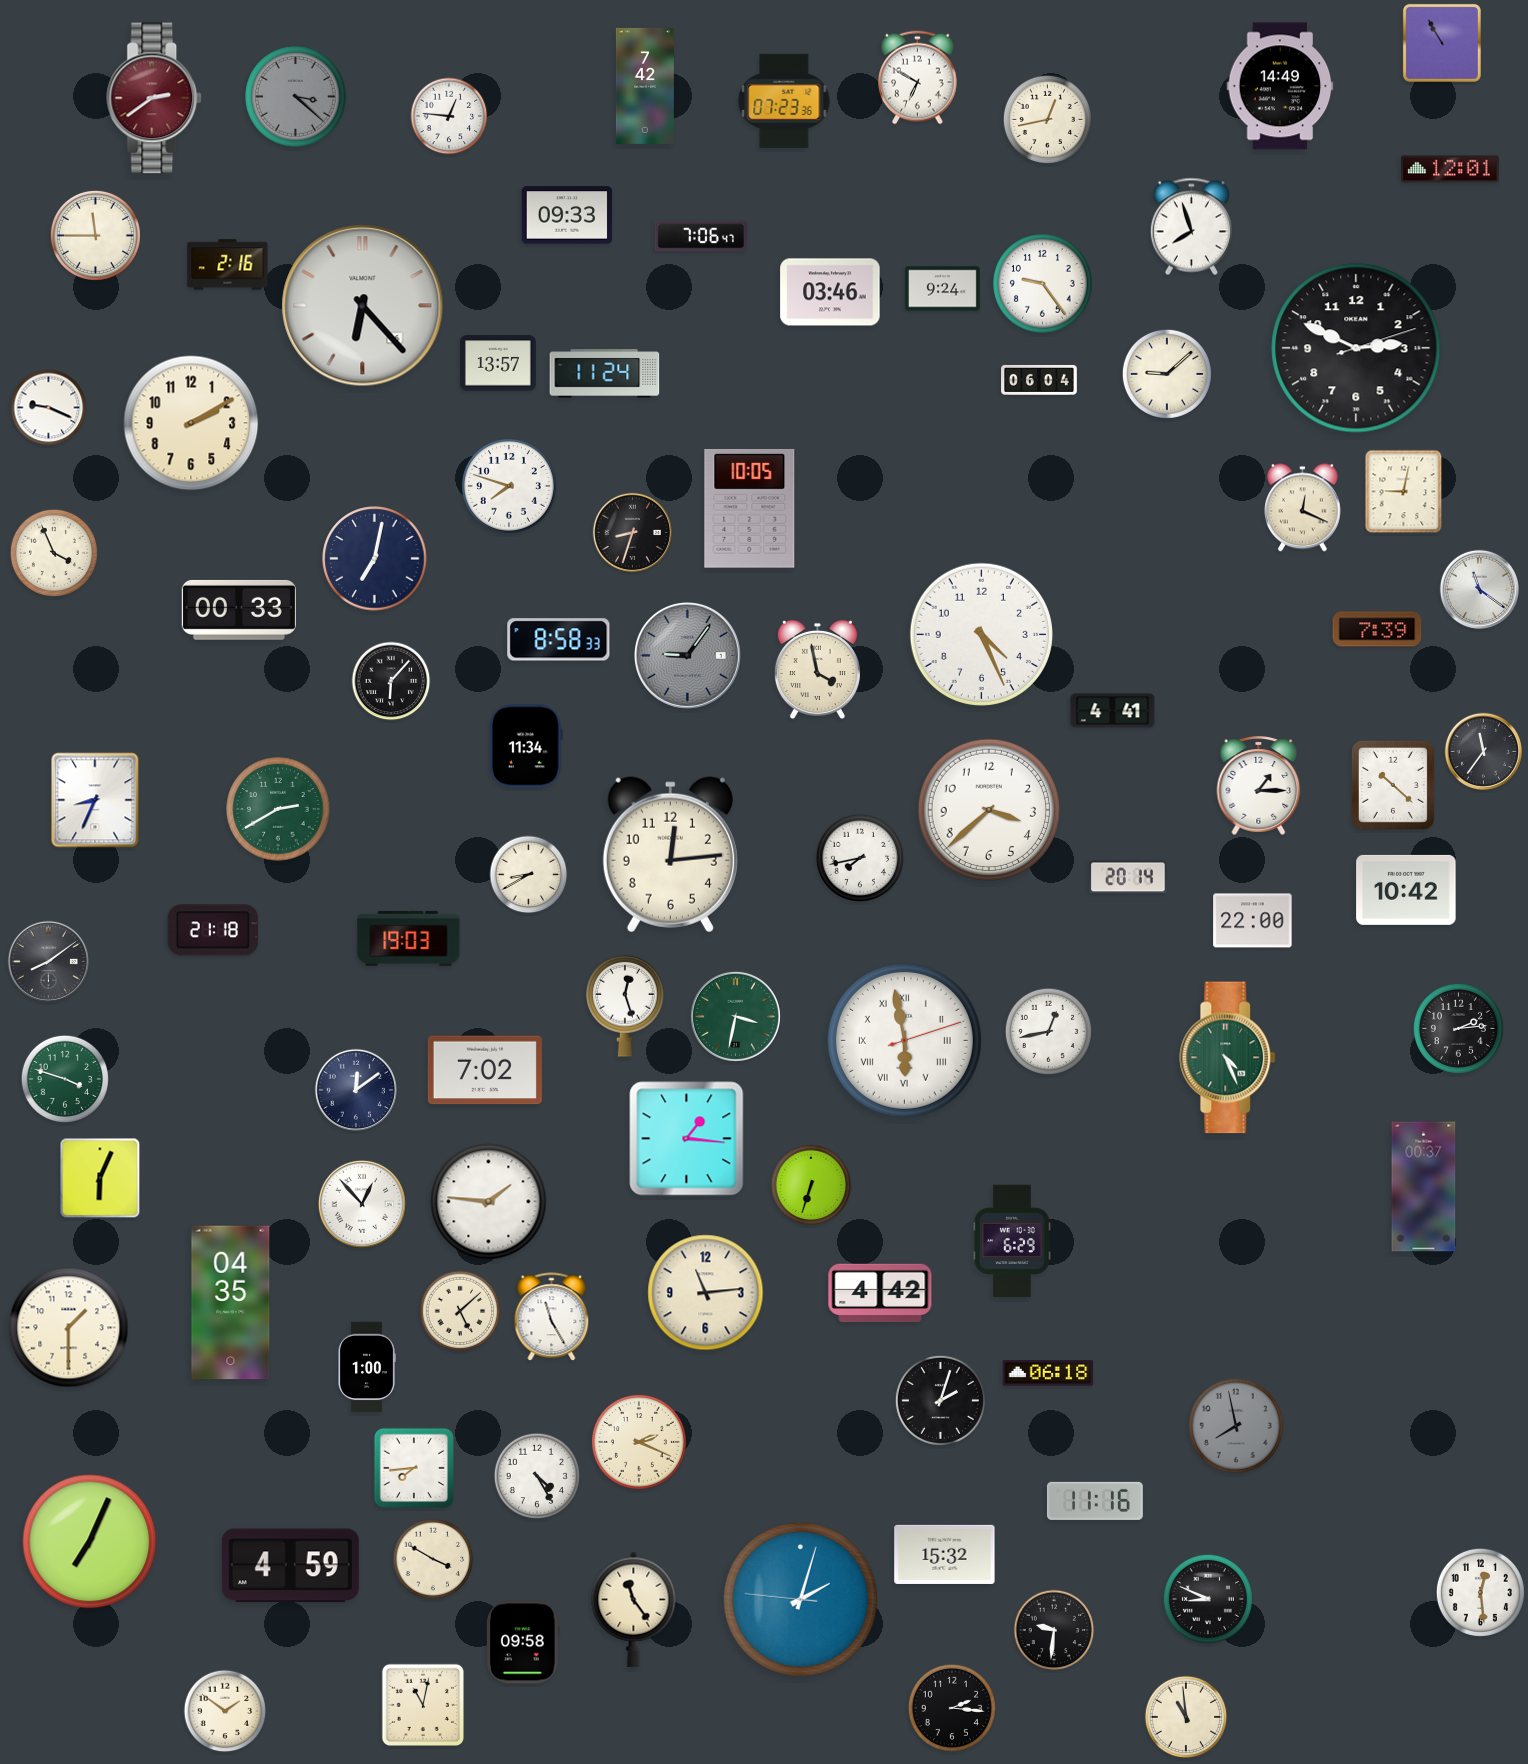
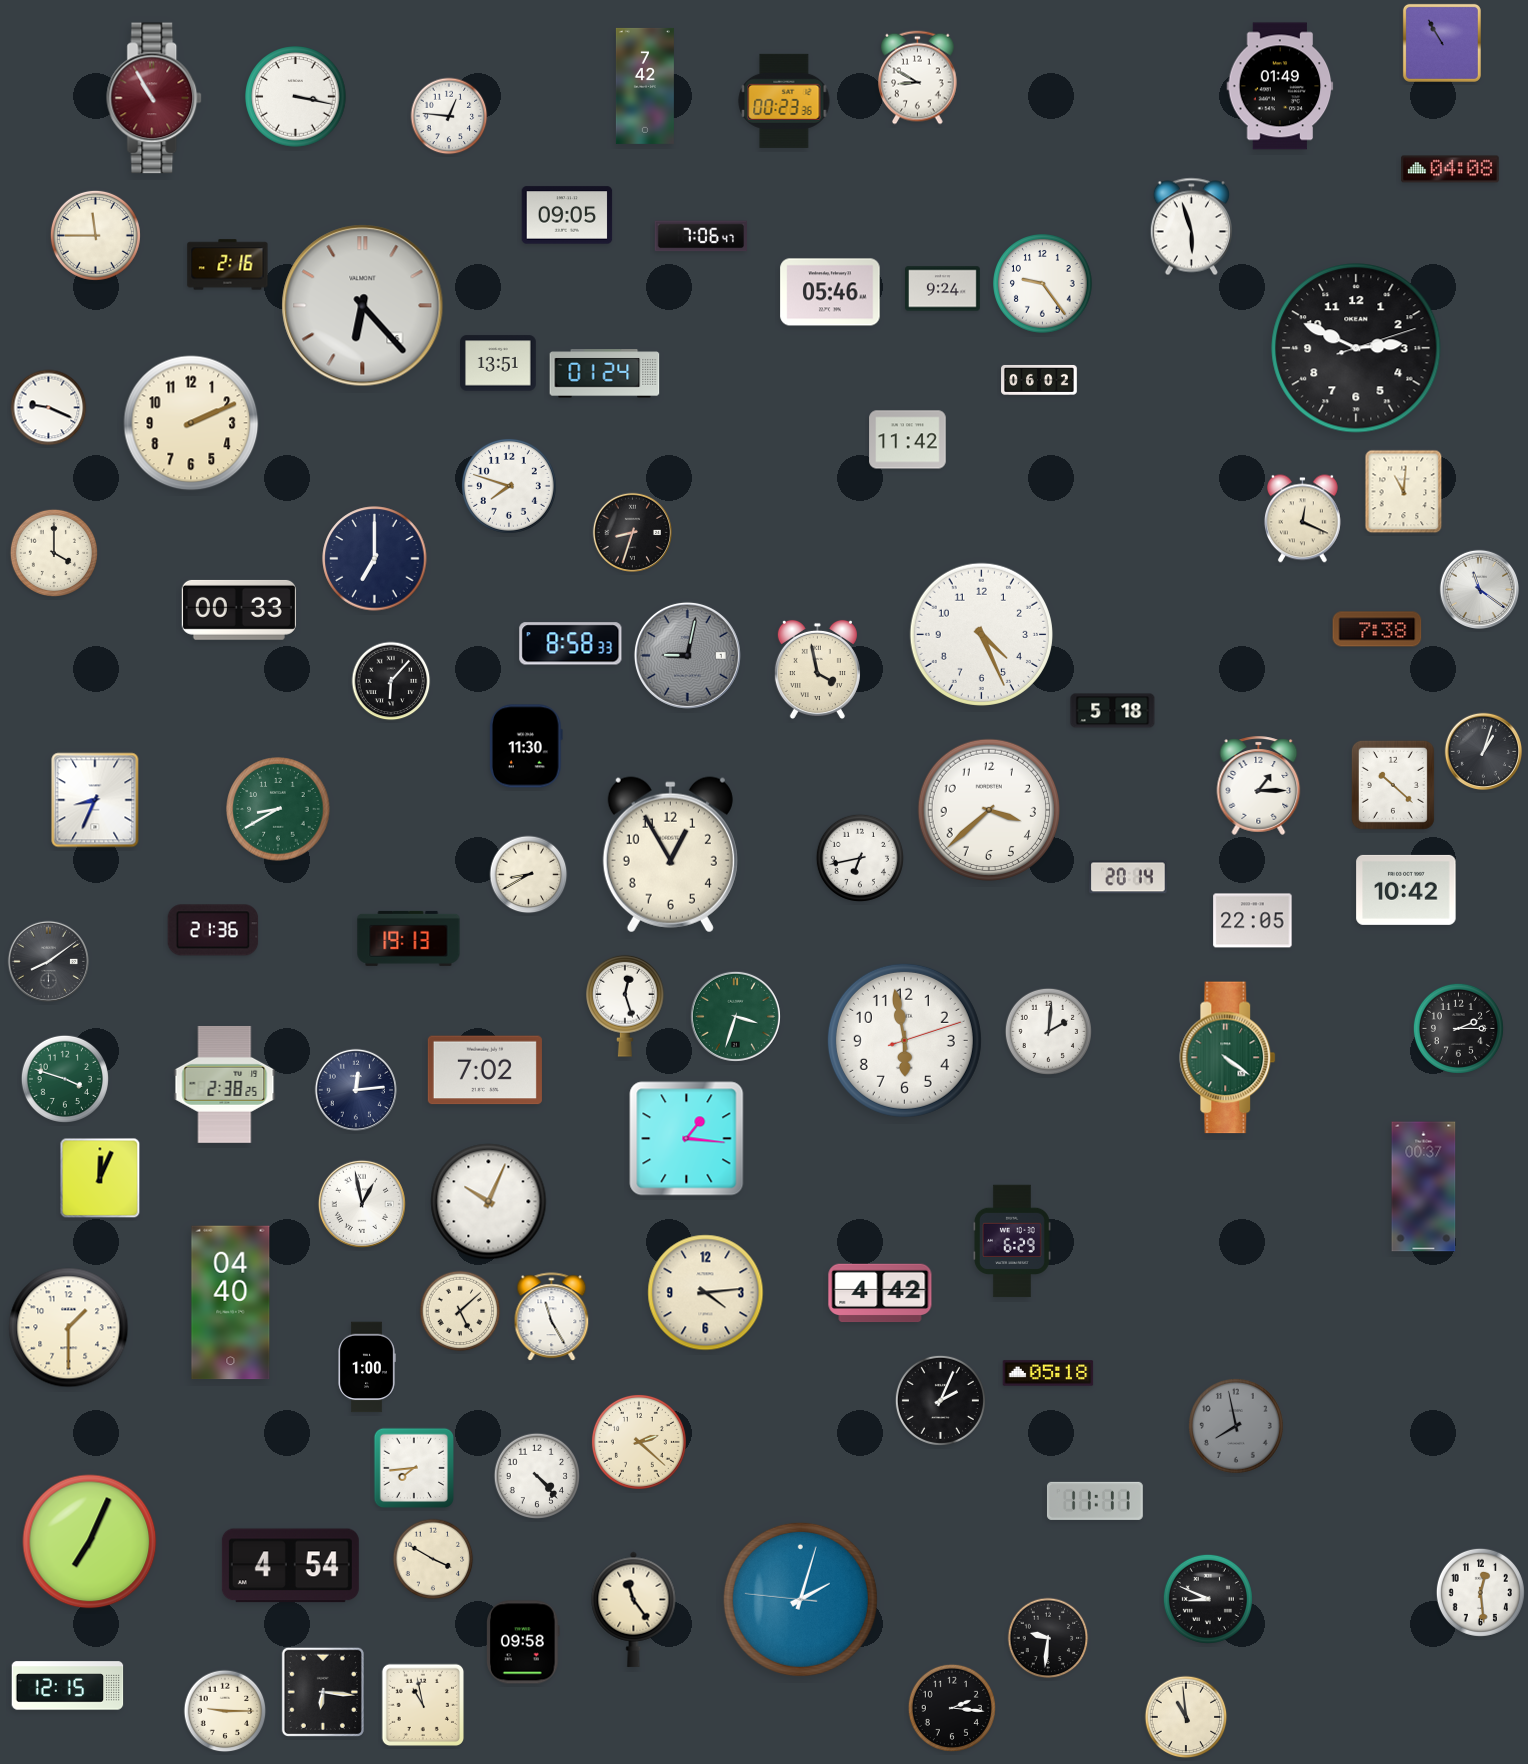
clock at (918, 78): 6:50 -> 8:50
clock at (1280, 86): 14:49 -> 01:49
clock at (296, 97): 3:22 -> 3:17
clock at (296, 97) dial: grey -> white
clock at (155, 98): 2:39 -> 10:55
clock at (784, 101): 07:23 -> 00:23
clock at (1047, 119): 12:43 -> none
clock at (1450, 169): 12:01 -> 04:08
clock at (567, 215): 09:33 -> 09:05
clock at (1191, 227): 7:57 -> 5:57
clock at (830, 292): 03:46 -> 05:46
clock at (498, 363): 13:57 -> 13:51
clock at (605, 374): 11:24 -> 01:24
clock at (1167, 374): 9:08 -> none
clock at (1039, 380): 06:04 -> 06:02
clock at (191, 423): 2:10 -> 2:11
clock at (908, 440): none -> 11:42
clock at (1404, 492): 9:02 -> 11:01
clock at (1302, 508) position: (1302, 508) -> (1302, 519)
clock at (750, 509): 10:05 -> none
clock at (54, 553): 3:56 -> 4:00
clock at (375, 559): 7:02 -> 7:00
clock at (1377, 629): 7:39 -> 7:38
clock at (559, 640) position: (559, 640) -> (571, 644)
clock at (687, 655): 9:06 -> 9:02
clock at (1113, 711): 4:41 -> 5:18
clock at (526, 746): 11:34 -> 11:30
clock at (1483, 751): 11:36 -> 1:03
clock at (278, 809): 2:40 -> 8:40
clock at (670, 855): 12:14 -> 12:55
clock at (860, 858): 7:43 -> 6:43
clock at (1253, 921): 22:00 -> 22:05
clock at (213, 930): 21:18 -> 21:36
clock at (409, 938): 19:03 -> 19:13
clock at (735, 1016): 3:32 -> 3:33
clock at (1458, 1028): 2:14 -> 2:15
clock at (1048, 1031): 12:43 -> 2:01
clock at (904, 1040) numerals: Roman -> Arabic
clock at (1228, 1058): 4:26 -> 4:21
clock at (225, 1084): none -> 2:38
clock at (356, 1090): 12:09 -> 12:14
clock at (100, 1178): 6:04 -> 12:04
clock at (811, 1185): 6:33 -> none
clock at (489, 1202): 1:46 -> 10:04
clock at (362, 1204): 12:53 -> 12:58
clock at (706, 1293): 11:14 -> 4:14
clock at (231, 1303): 04:35 -> 04:40
clock at (1048, 1373): 06:18 -> 05:18
clock at (940, 1400): 2:03 -> 2:04
clock at (639, 1442): 2:19 -> 2:22
clock at (536, 1475): 4:25 -> 4:23
clock at (1095, 1501): 11:16 -> 11:11
clock at (945, 1554): 15:32 -> none
clock at (290, 1566): 4:59 -> 4:54
clock at (1054, 1630) position: (1054, 1630) -> (1048, 1638)
clock at (68, 1686): none -> 12:15
clock at (323, 1692): none -> 6:16
clock at (423, 1705): 11:02 -> 10:58
clock at (225, 1711): 1:51 -> 9:15
